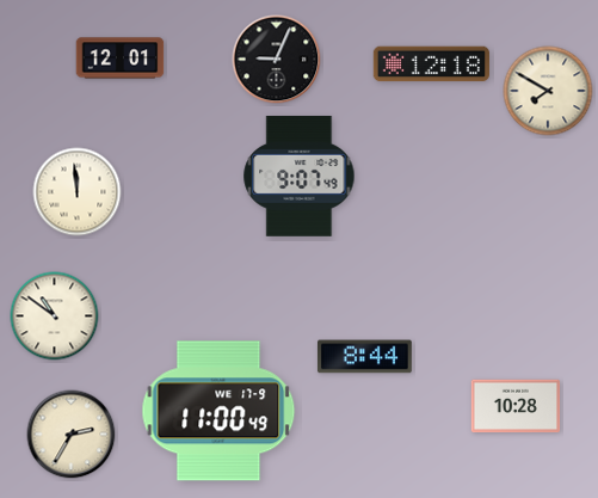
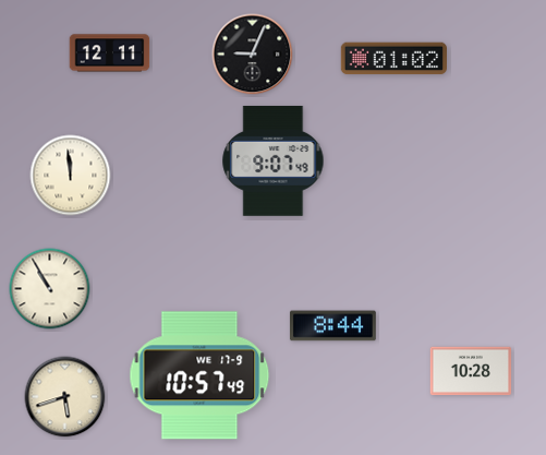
clock at (121, 59): 12:01 -> 12:11
clock at (431, 64): 12:18 -> 01:02
clock at (548, 91): 7:50 -> none
clock at (55, 316): 10:51 -> 10:55
clock at (218, 411): 11:00 -> 10:57
clock at (72, 435): 2:35 -> 5:42
